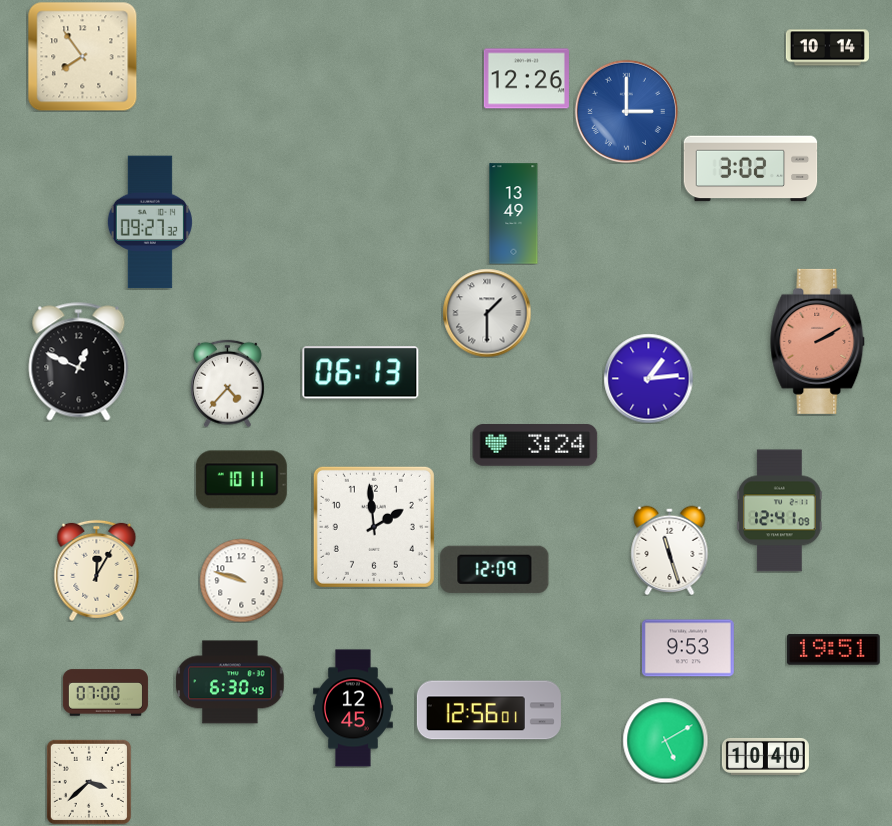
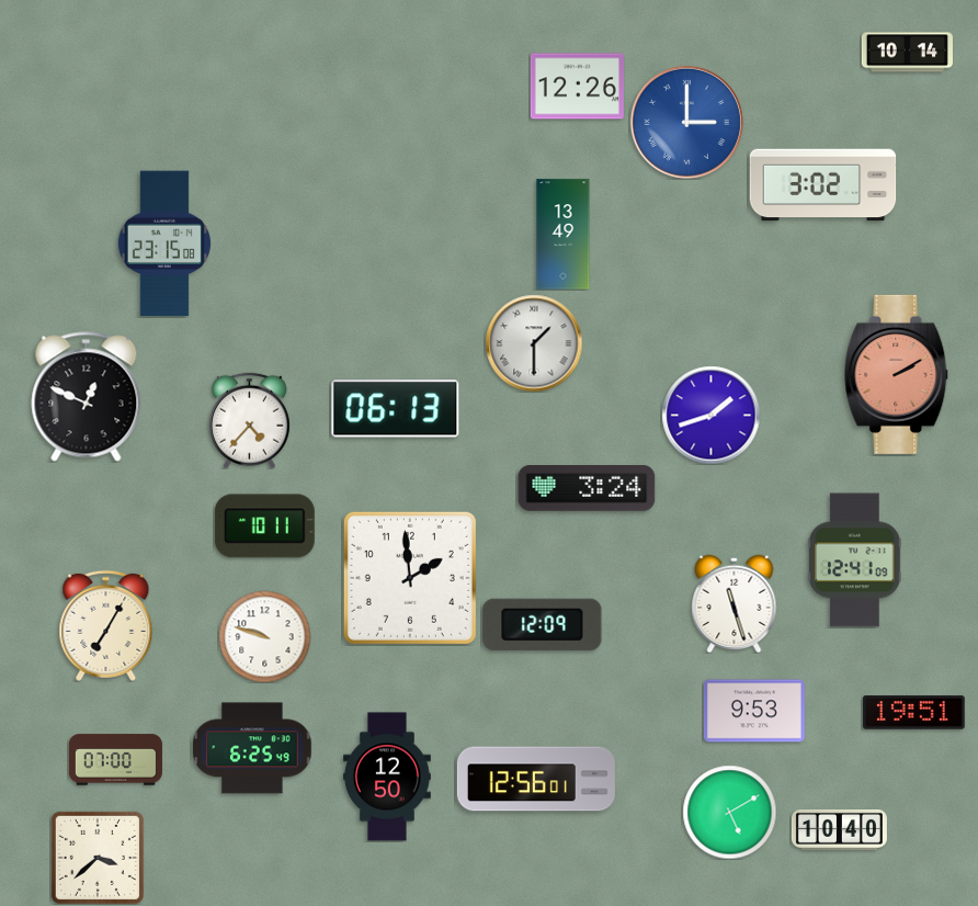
clock at (82, 56): 7:54 -> none
clock at (150, 222): 09:27 -> 23:15
clock at (648, 378): 1:14 -> 1:42
clock at (97, 570): 12:05 -> 7:05
clock at (230, 682): 6:30 -> 6:25
clock at (354, 708): 12:45 -> 12:50
